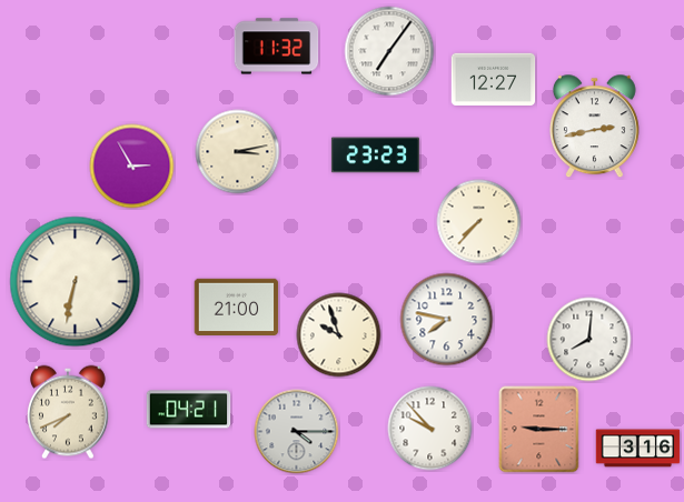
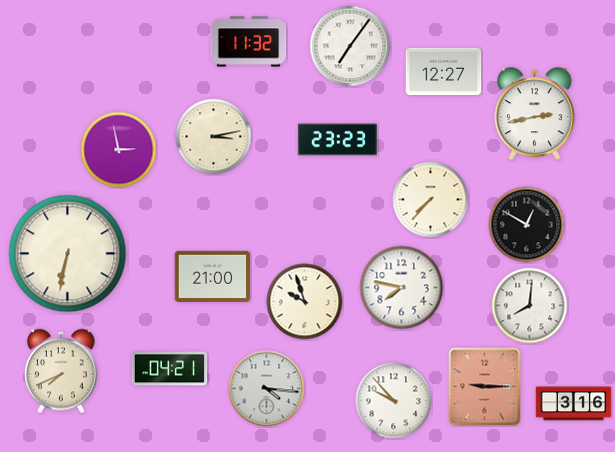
clock at (132, 167): 2:55 -> 2:58
clock at (527, 225): none -> 12:50
clock at (430, 429) position: (430, 429) -> (394, 401)
clock at (297, 432): 4:15 -> 4:16
